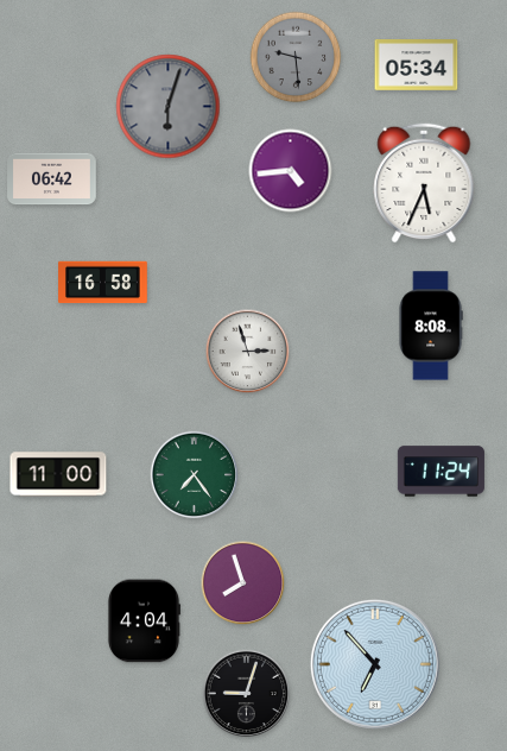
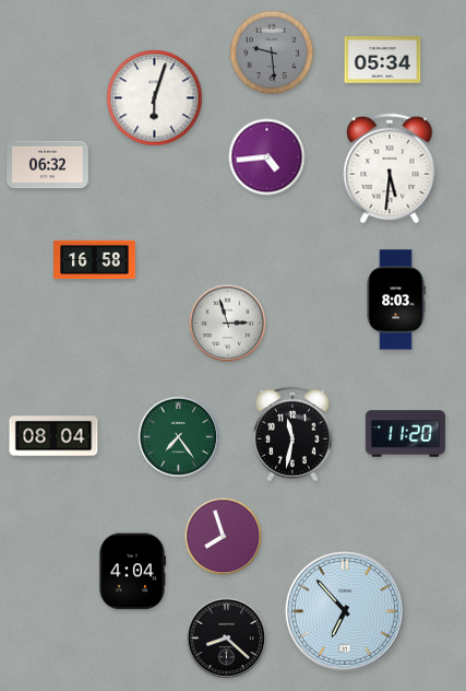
clock at (169, 107) dial: grey -> white
clock at (52, 179): 06:42 -> 06:32
clock at (424, 183): 5:34 -> 5:31
clock at (431, 326): 8:08 -> 8:03
clock at (294, 434): none -> 11:32
clock at (441, 472): 11:24 -> 11:20
clock at (58, 474): 11:00 -> 08:04
clock at (247, 694): 9:03 -> 8:22
